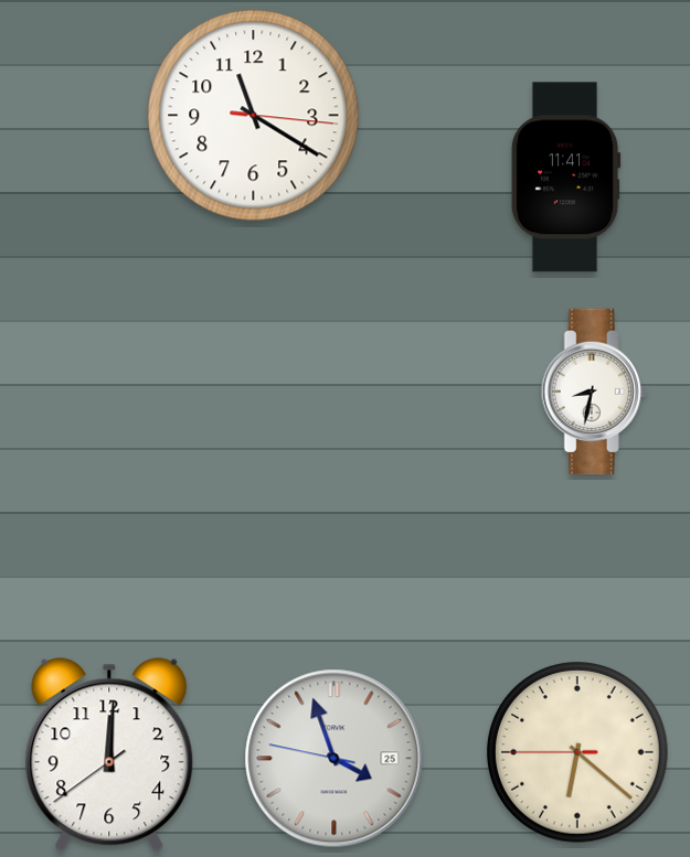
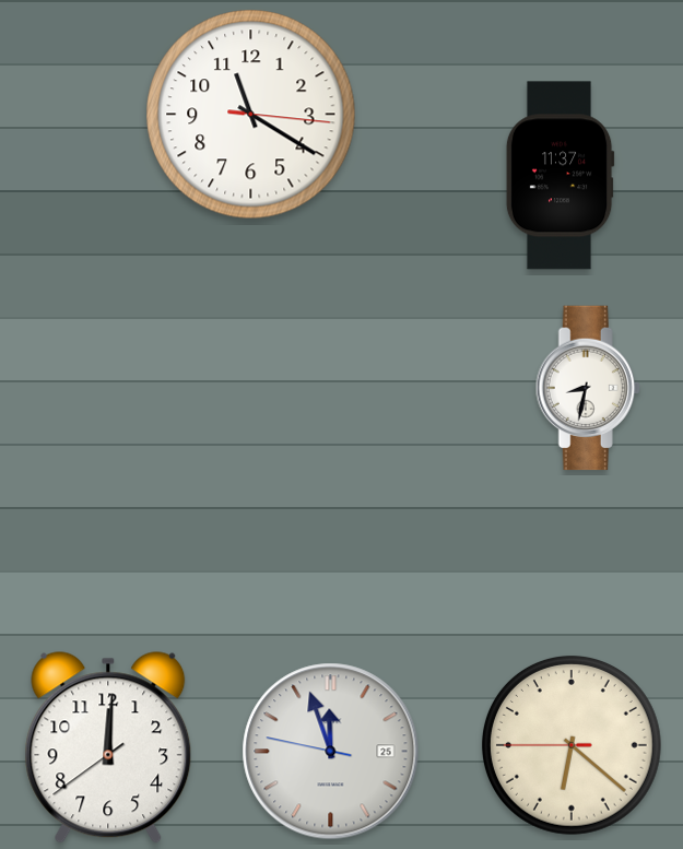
clock at (565, 178): 11:41 -> 11:37
clock at (335, 759): 3:56 -> 11:56
